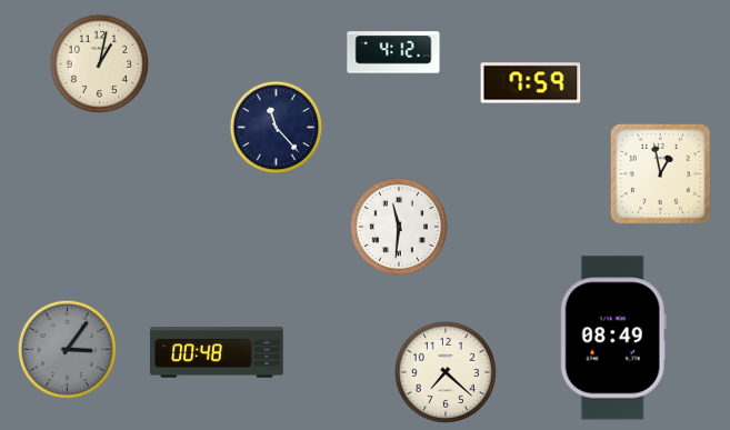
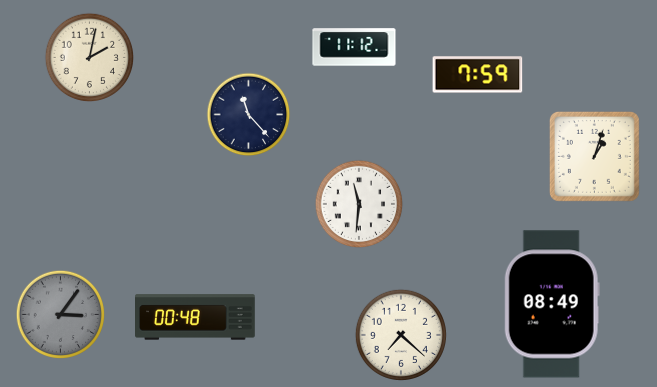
clock at (393, 52): 4:12 -> 11:12
clock at (100, 64): 1:02 -> 2:02
clock at (660, 173): 12:58 -> 1:03
